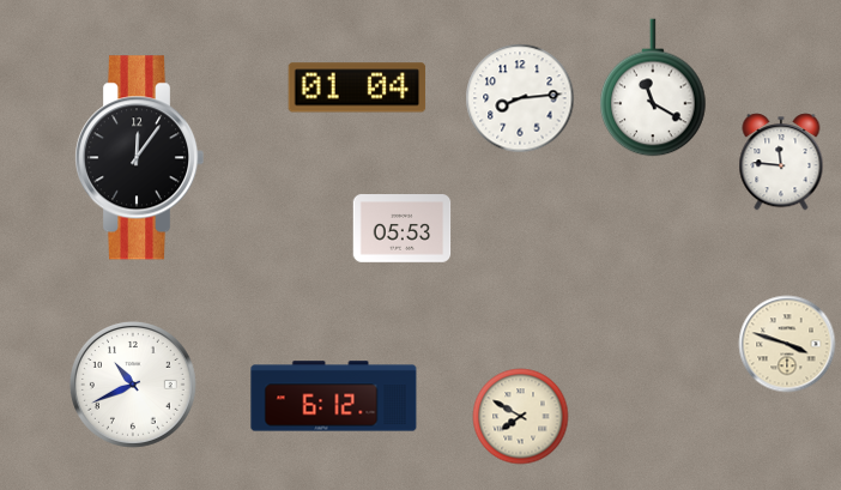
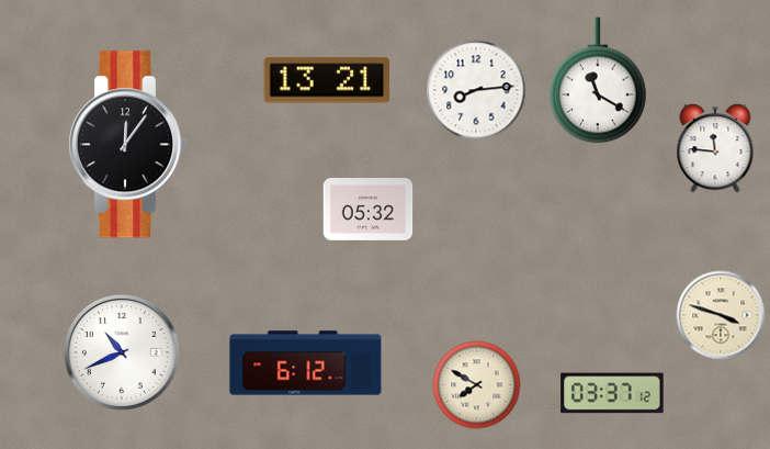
clock at (357, 87): 01:04 -> 13:21
clock at (403, 229): 05:53 -> 05:32
clock at (521, 417) position: (521, 417) -> (477, 385)
clock at (612, 393): none -> 03:37
